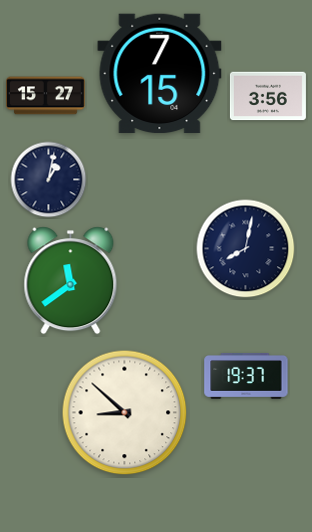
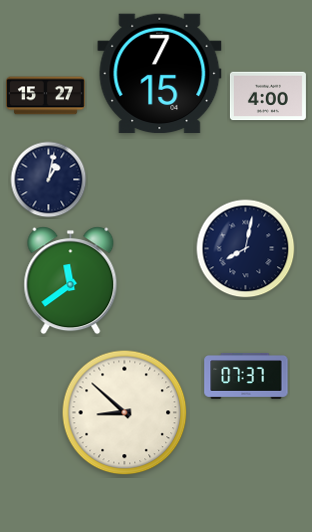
clock at (268, 96): 3:56 -> 4:00
clock at (246, 376): 19:37 -> 07:37
